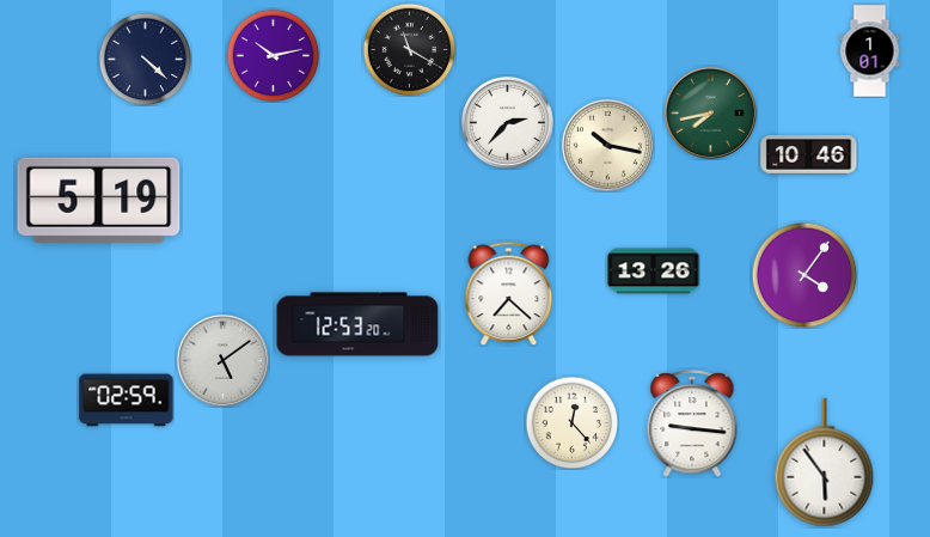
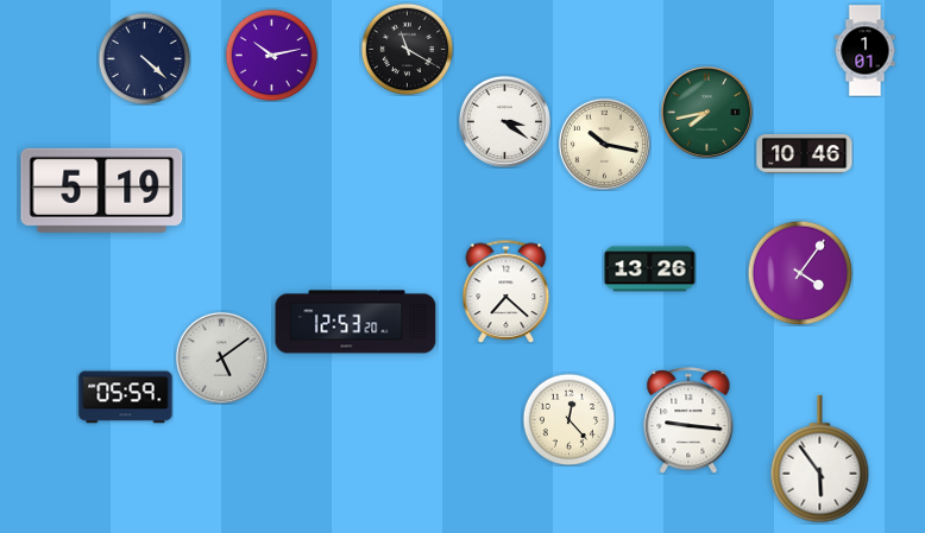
clock at (507, 122): 2:37 -> 3:21
clock at (99, 200) position: (99, 200) -> (102, 190)
clock at (127, 401): 02:59 -> 05:59
